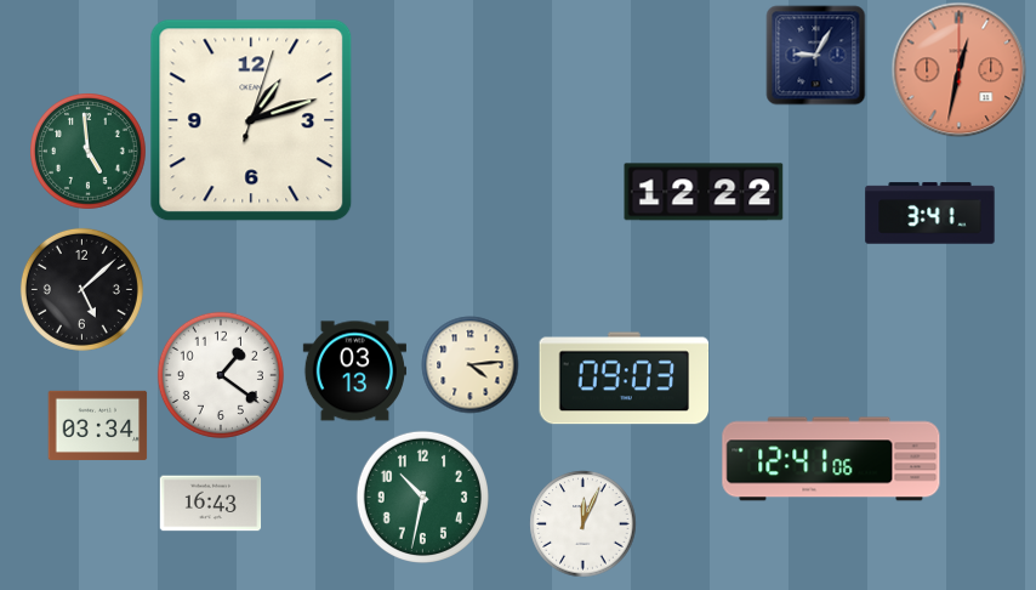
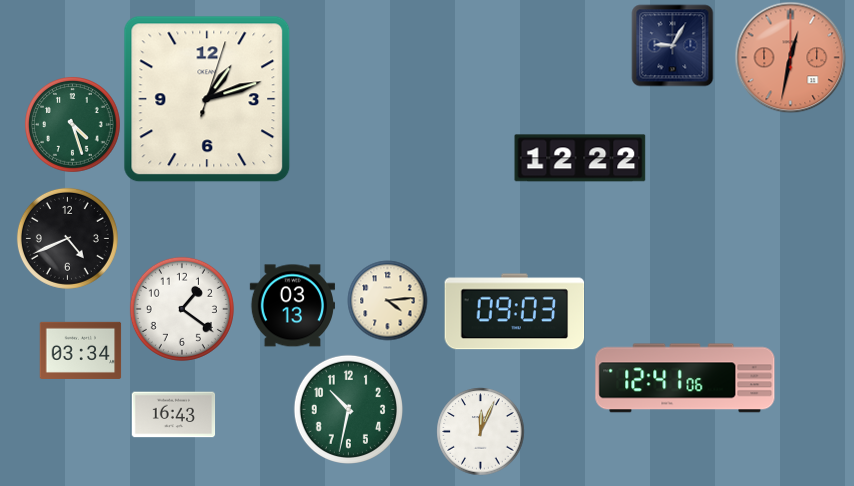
clock at (89, 152): 4:59 -> 4:27
clock at (930, 214): 3:41 -> none
clock at (81, 289): 5:08 -> 4:41
